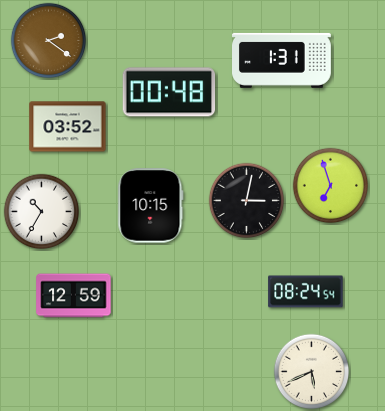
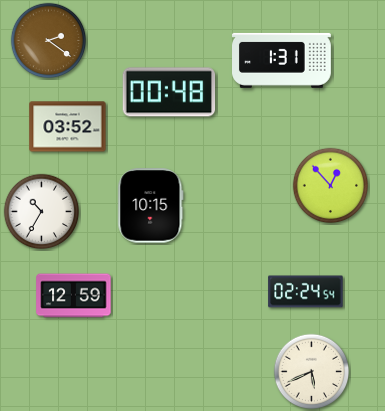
clock at (331, 186): 6:57 -> 12:53
clock at (247, 201): 3:02 -> none
clock at (306, 292): 08:24 -> 02:24
